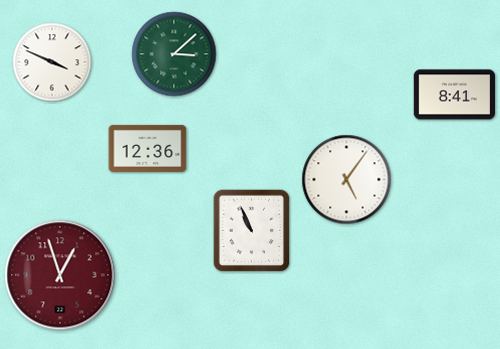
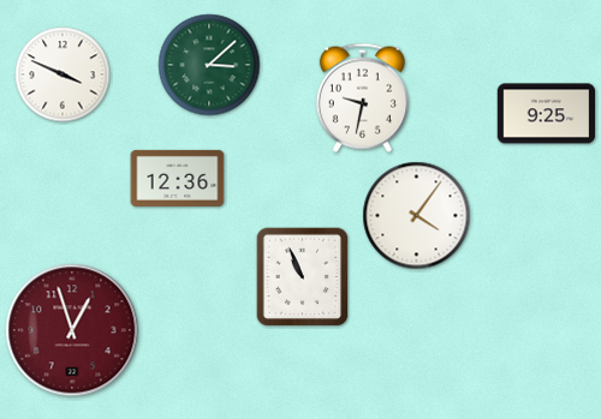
clock at (362, 97): none -> 9:32
clock at (455, 95): 8:41 -> 9:25
clock at (347, 180): 5:06 -> 4:06
